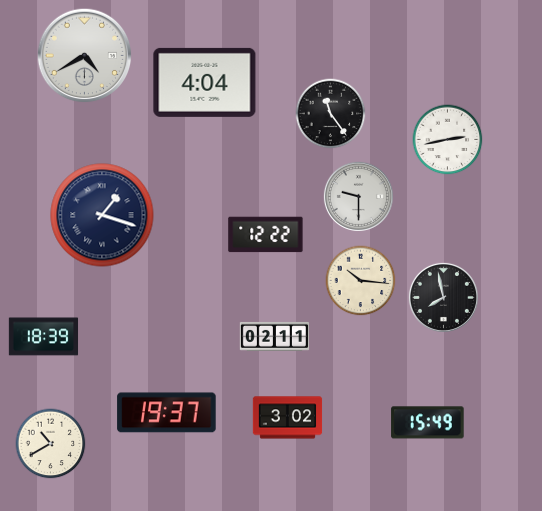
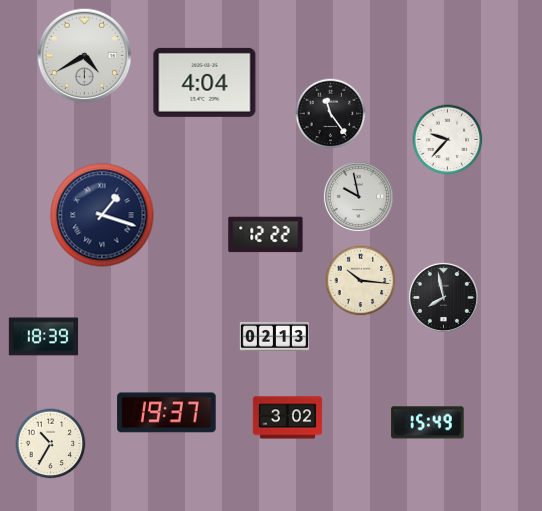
clock at (448, 140): 2:43 -> 9:37
clock at (358, 196): 9:30 -> 9:58
clock at (275, 336): 02:11 -> 02:13
clock at (51, 444): 10:40 -> 10:35
